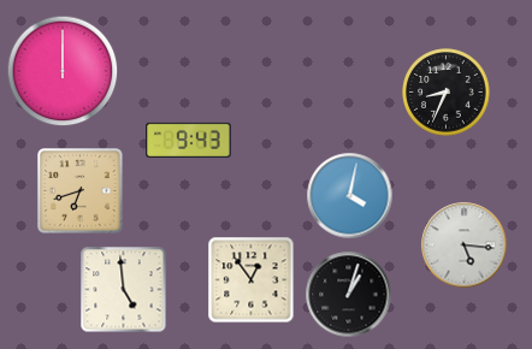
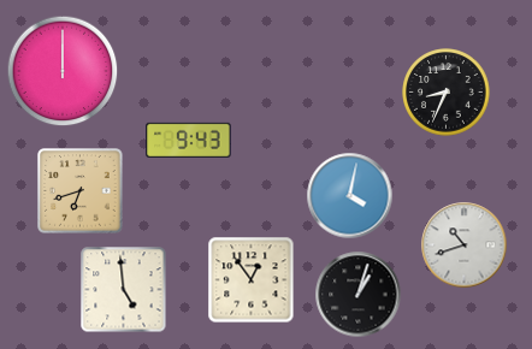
clock at (465, 246): 5:16 -> 10:42
clock at (349, 295) position: (349, 295) -> (359, 295)
